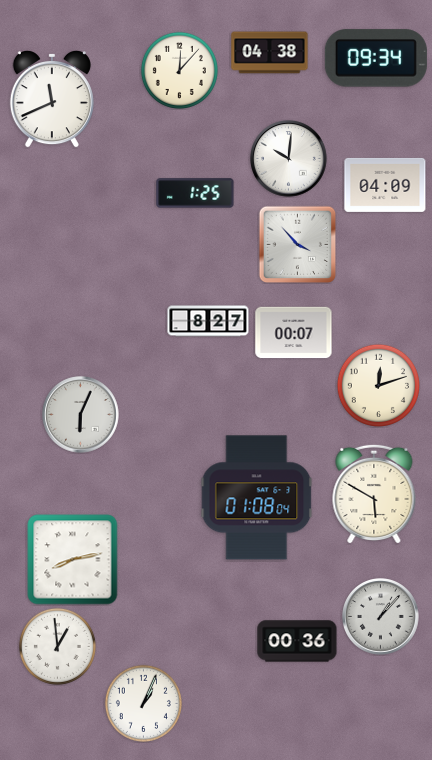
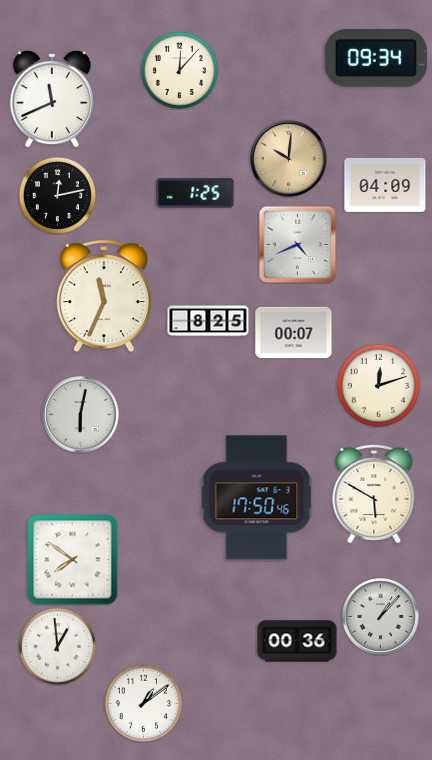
clock at (270, 53): 04:38 -> none
clock at (289, 159) dial: white -> champagne
clock at (57, 195): none -> 12:13
clock at (297, 244): 3:53 -> 4:41
clock at (104, 297): none -> 11:34
clock at (208, 321): 8:27 -> 8:25
clock at (81, 415): 6:04 -> 6:02
clock at (257, 498): 01:08 -> 17:50
clock at (73, 560): 8:13 -> 7:51
clock at (143, 703): 1:04 -> 1:09
